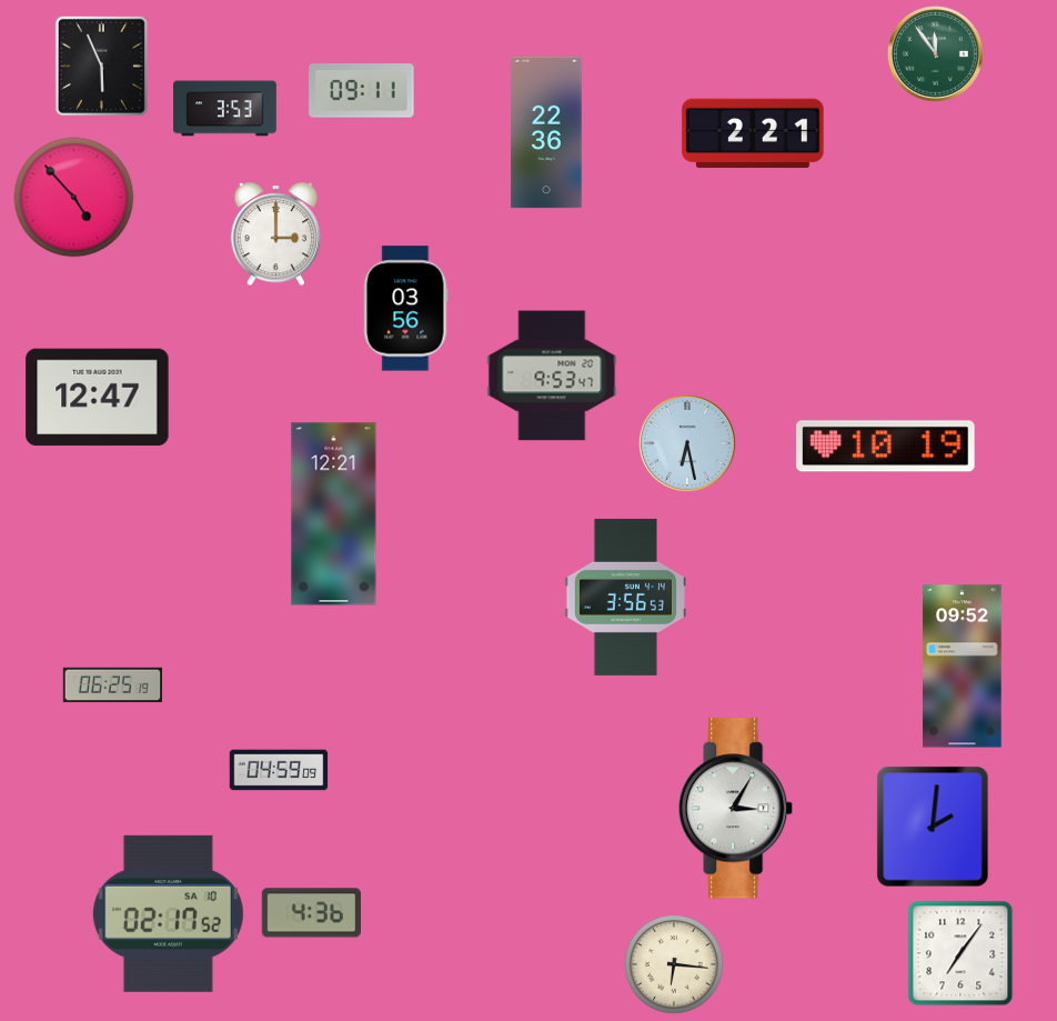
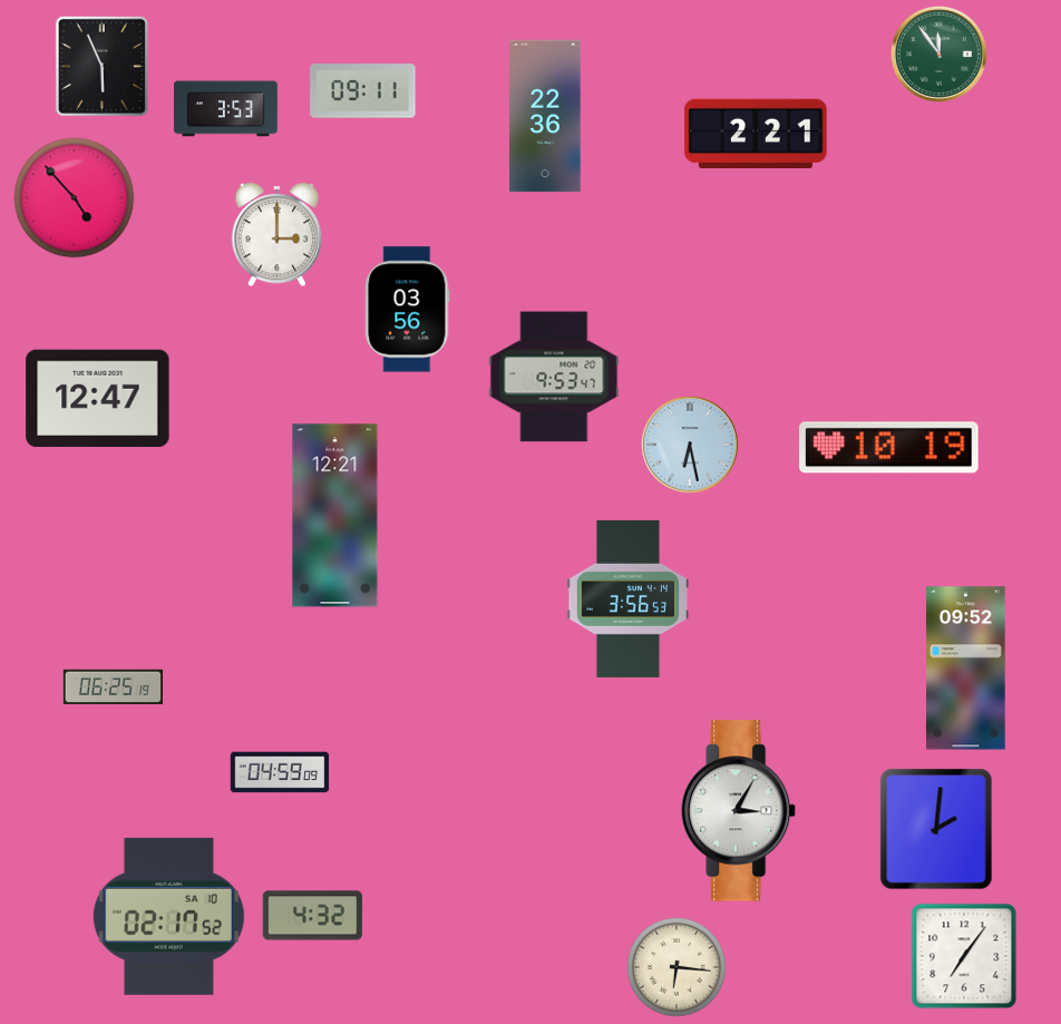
clock at (546, 132) position: (546, 132) -> (545, 116)
clock at (311, 913): 4:36 -> 4:32
